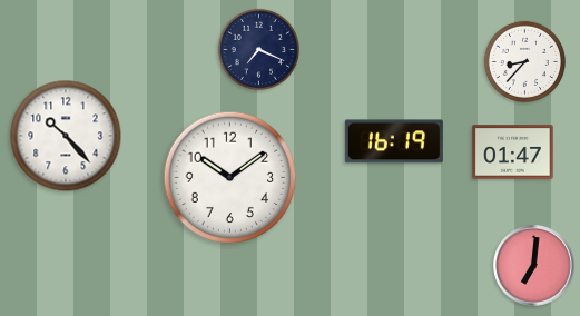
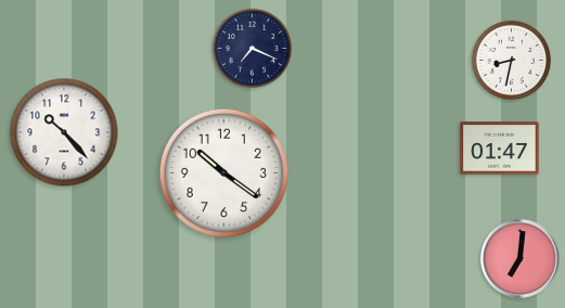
clock at (524, 61): 8:37 -> 8:32
clock at (394, 141): 16:19 -> none
clock at (230, 178): 10:09 -> 10:21
